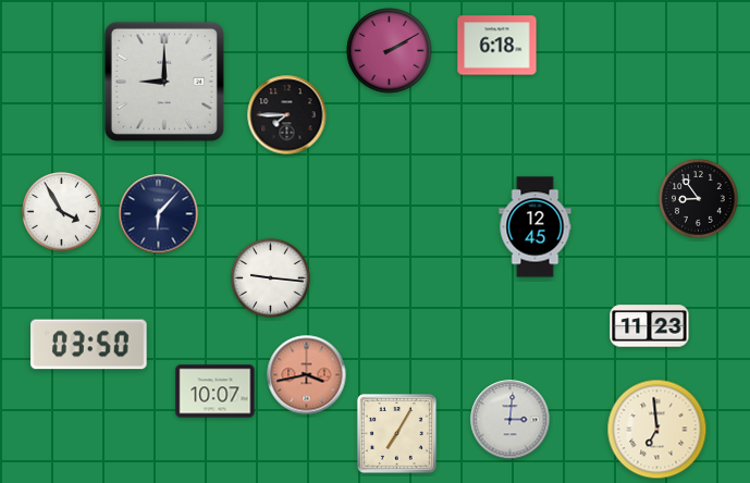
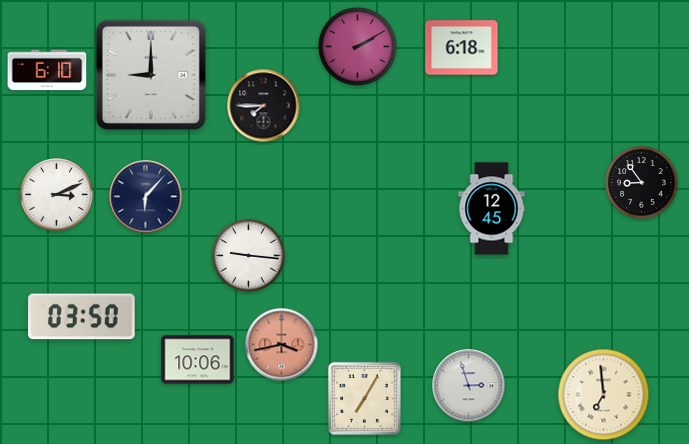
clock at (497, 46) position: (497, 46) -> (462, 48)
clock at (47, 70): none -> 6:10
clock at (62, 212): 3:55 -> 3:11
clock at (650, 326): 11:23 -> none
clock at (216, 392): 10:07 -> 10:06
clock at (511, 420): 3:01 -> 2:57
